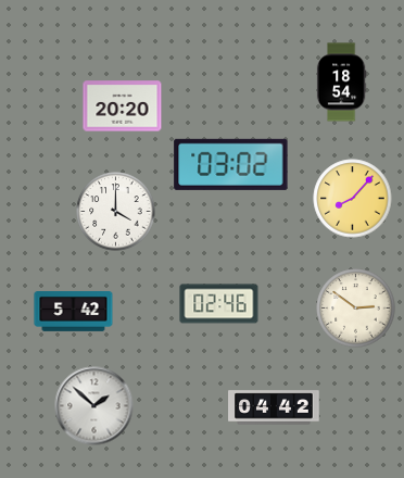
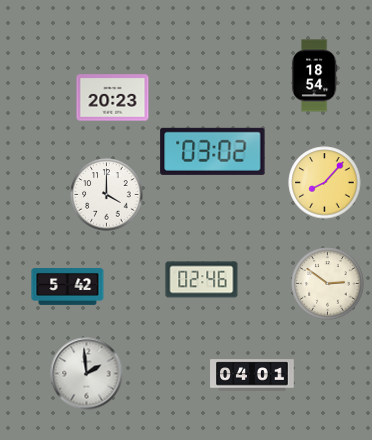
clock at (123, 106): 20:20 -> 20:23
clock at (94, 406): 1:52 -> 1:59
clock at (274, 407): 04:42 -> 04:01
